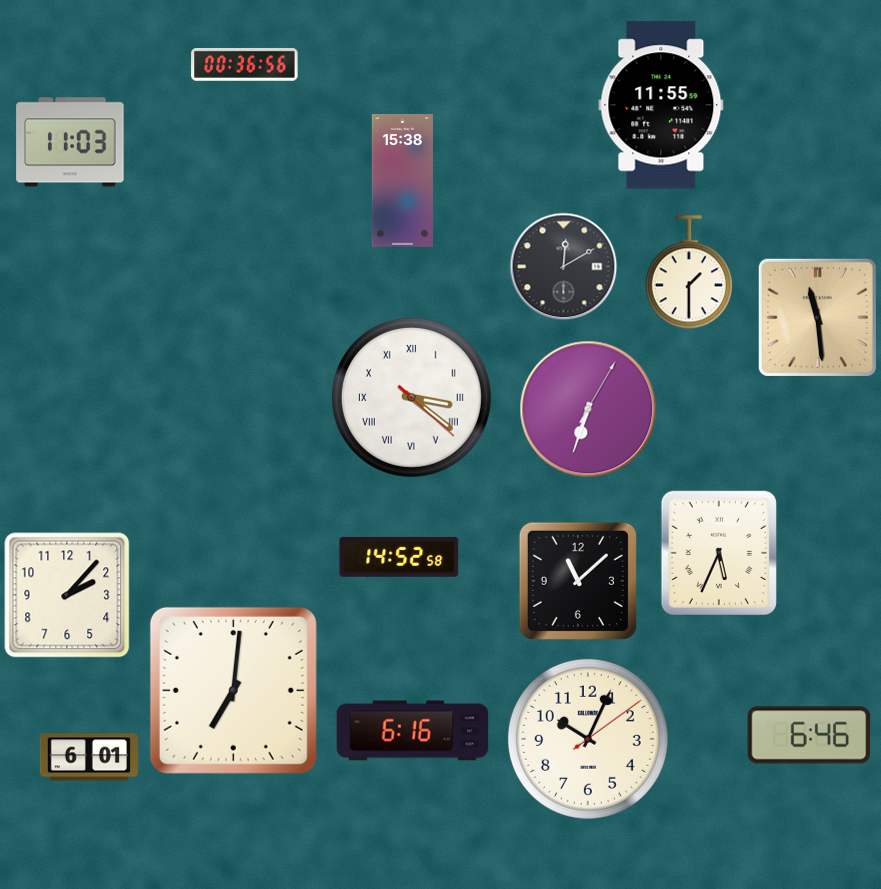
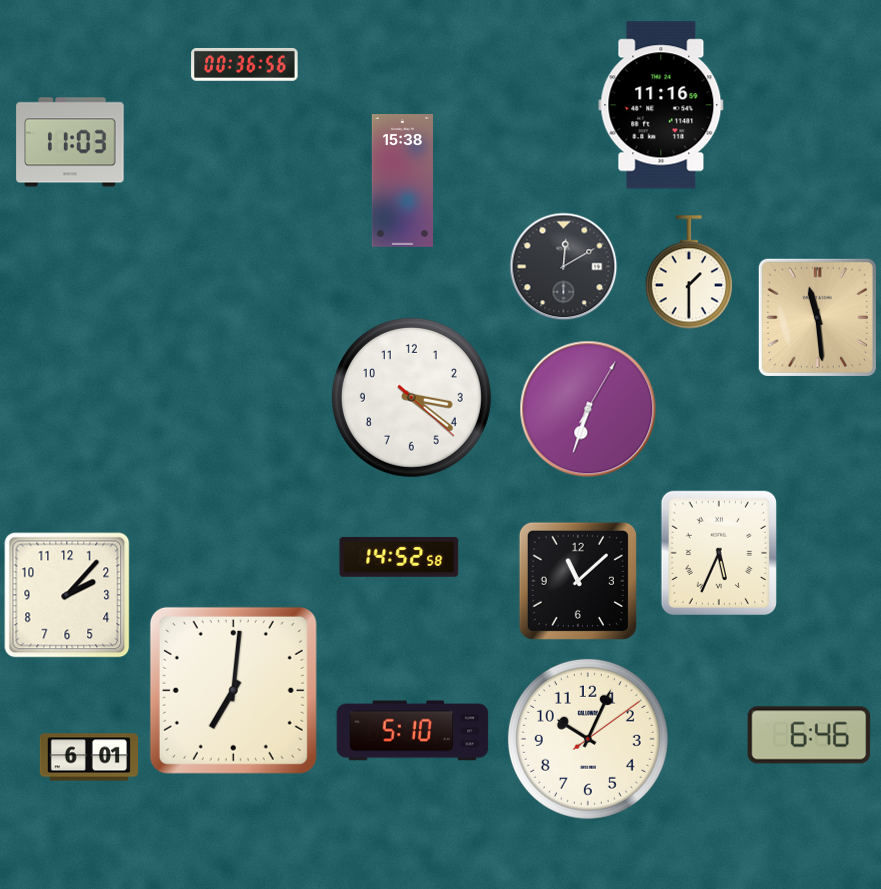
clock at (661, 105): 11:55 -> 11:16
clock at (411, 397) numerals: Roman -> Arabic
clock at (413, 731): 6:16 -> 5:10
